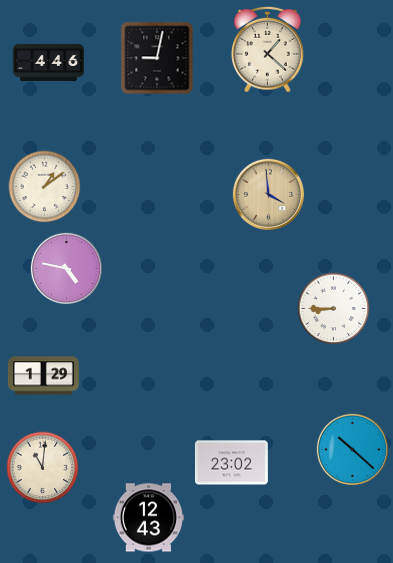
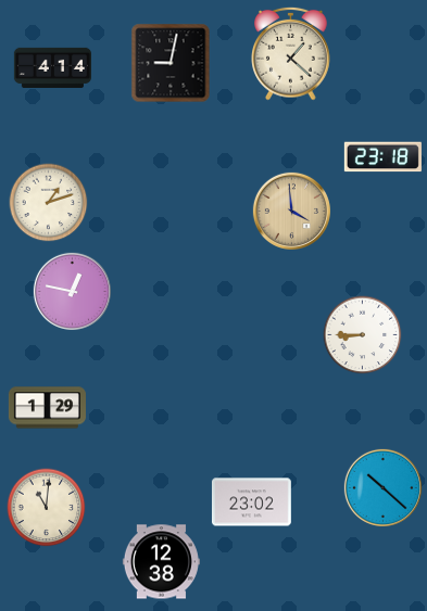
clock at (48, 62): 4:46 -> 4:14
clock at (382, 157): none -> 23:18
clock at (45, 187): 1:09 -> 1:12
clock at (66, 268): 4:47 -> 12:47
clock at (148, 518): 12:43 -> 12:38
